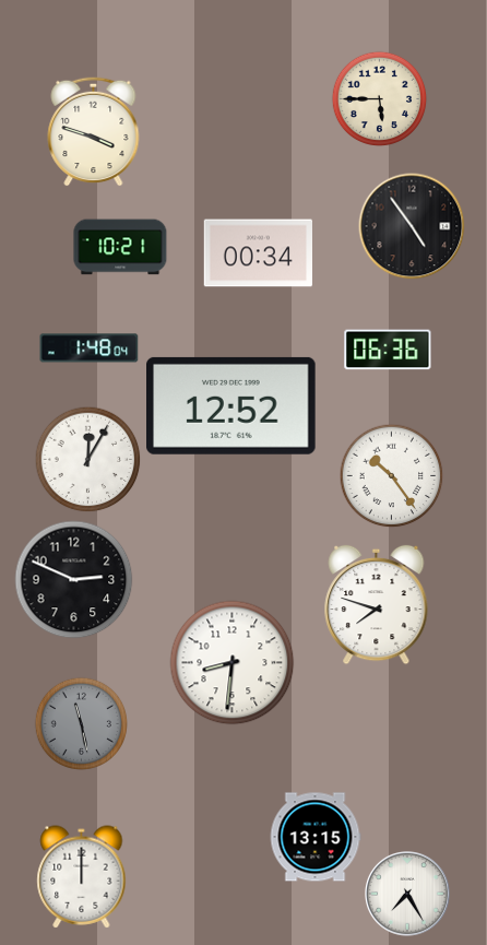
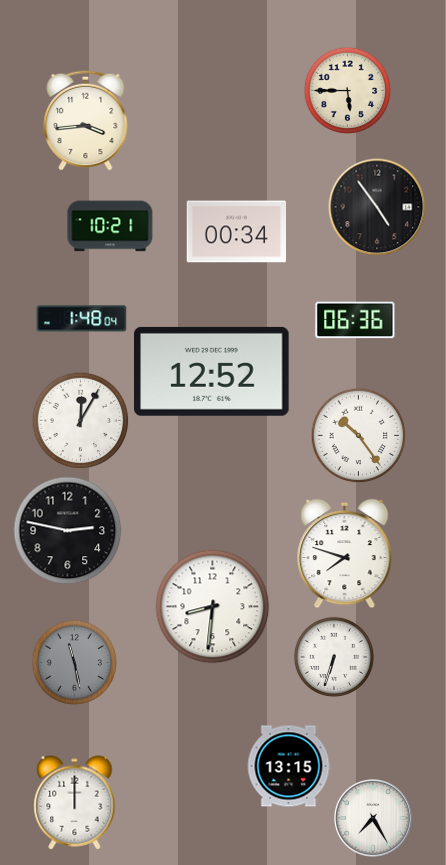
clock at (94, 131): 3:48 -> 3:44
clock at (74, 580): 2:49 -> 2:47
clock at (334, 657): none -> 6:33
